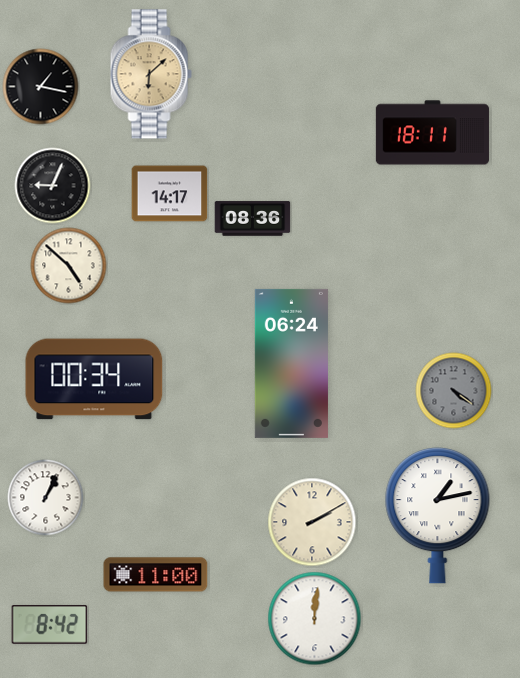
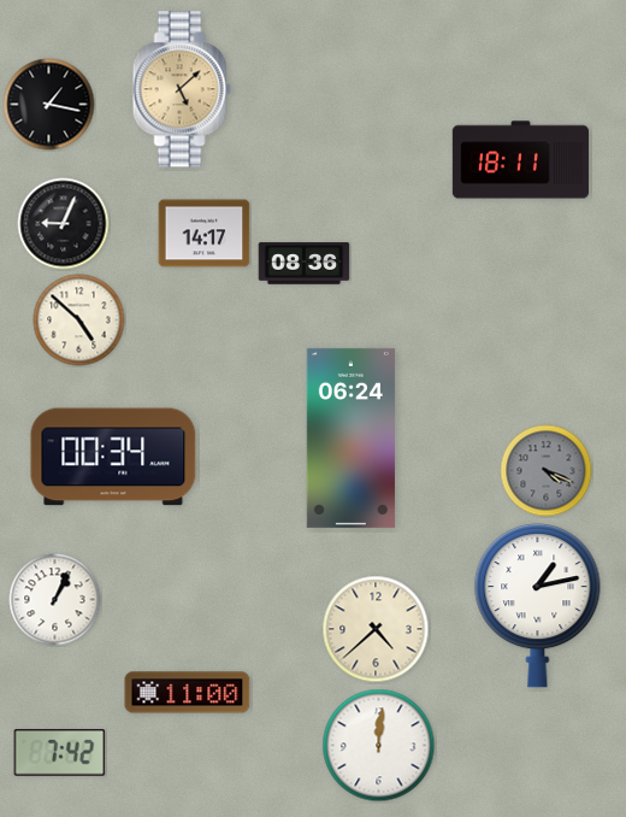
clock at (151, 74): 6:08 -> 5:08
clock at (69, 266) position: (69, 266) -> (79, 321)
clock at (454, 391): 4:21 -> 4:19
clock at (438, 516) position: (438, 516) -> (538, 606)
clock at (312, 522): 2:10 -> 4:38
clock at (50, 625): 8:42 -> 7:42
